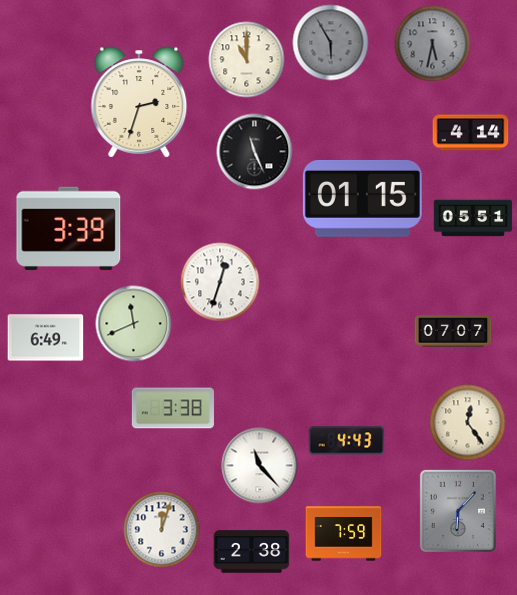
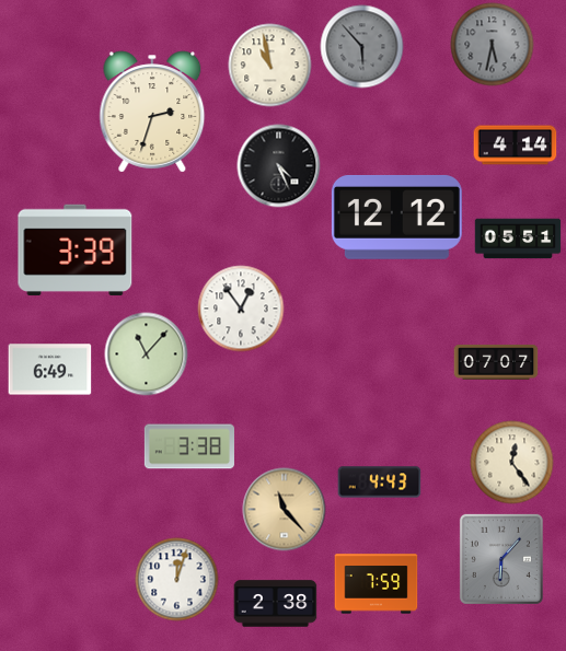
clock at (331, 43): 5:55 -> 5:53
clock at (433, 44) position: (433, 44) -> (493, 45)
clock at (247, 60): 11:00 -> 10:58
clock at (255, 152): 11:26 -> 4:26
clock at (362, 198): 01:15 -> 12:12
clock at (220, 282): 12:33 -> 12:54
clock at (134, 324): 11:41 -> 11:07
clock at (260, 466) dial: white -> champagne
